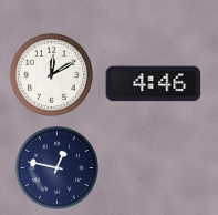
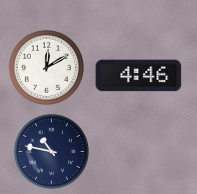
clock at (56, 167): 12:47 -> 10:47
